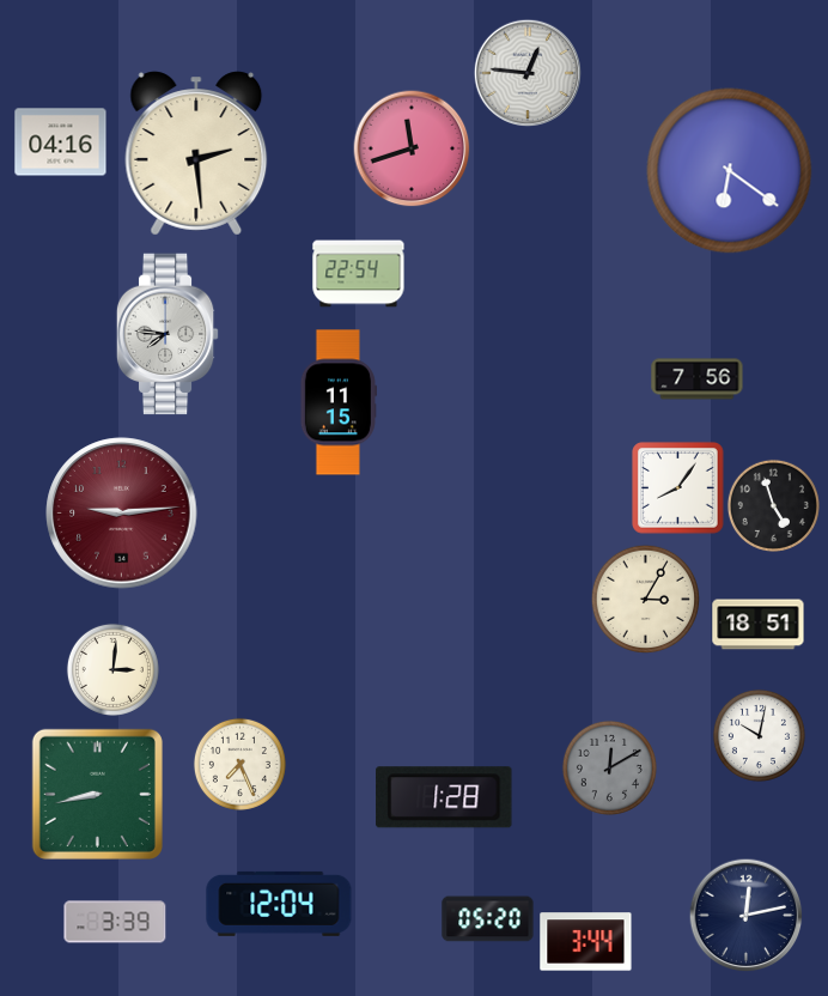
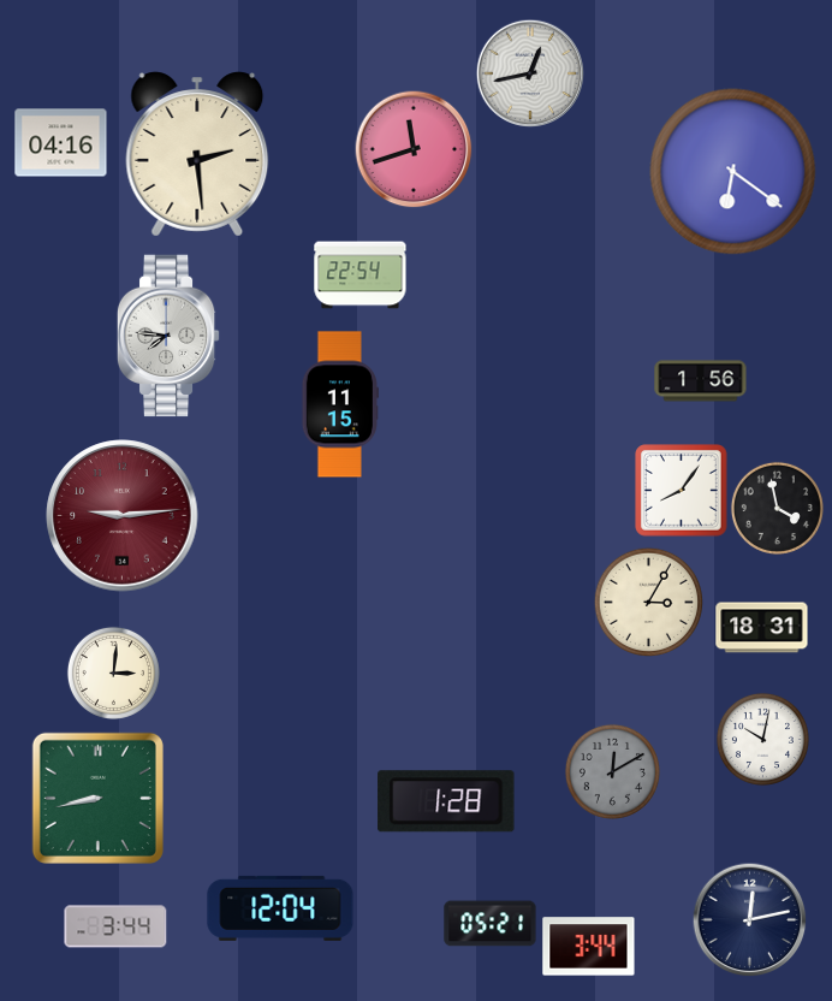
clock at (526, 72): 12:46 -> 12:43
clock at (698, 379): 7:56 -> 1:56
clock at (773, 505): 4:57 -> 3:58
clock at (759, 625): 18:51 -> 18:31
clock at (239, 764): 7:26 -> none
clock at (488, 919): 05:20 -> 05:21
clock at (115, 922): 3:39 -> 3:44
